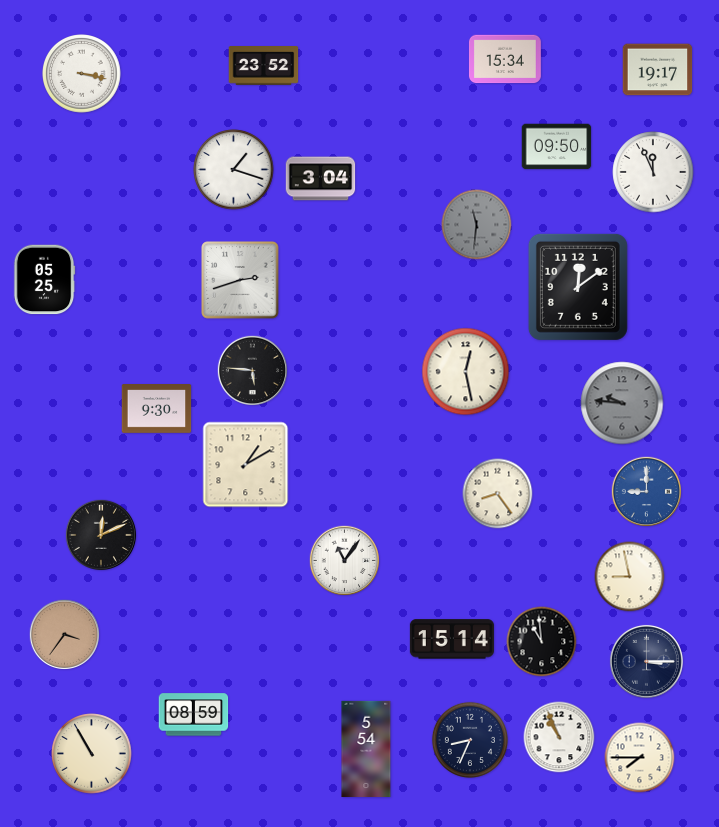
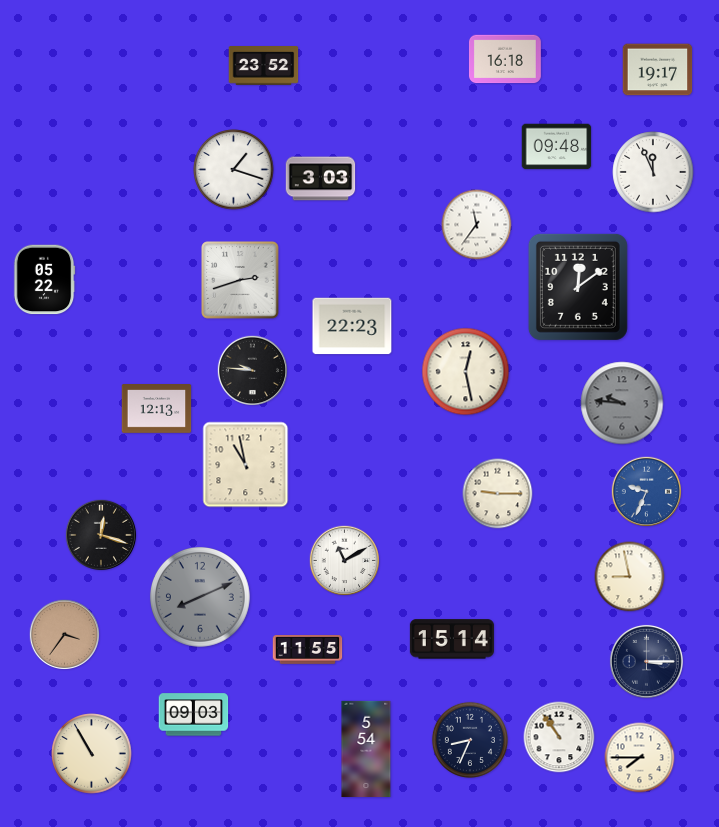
clock at (505, 59): 15:34 -> 16:18
clock at (82, 74): 3:17 -> none
clock at (557, 147): 09:50 -> 09:48
clock at (321, 179): 3:04 -> 3:03
clock at (477, 225): 11:31 -> 11:36
clock at (477, 225) dial: grey -> white
clock at (44, 280): 05:25 -> 05:22
clock at (352, 326): none -> 22:23
clock at (253, 371): 5:46 -> 9:46
clock at (157, 409): 9:30 -> 12:13
clock at (246, 465): 1:10 -> 10:58
clock at (647, 492): 9:00 -> 9:34
clock at (498, 494): 8:24 -> 9:15
clock at (100, 534): 12:11 -> 12:18
clock at (345, 561): 11:06 -> 11:10
clock at (200, 597): none -> 8:11
clock at (542, 642): 10:59 -> none
clock at (308, 650): none -> 11:55
clock at (194, 715): 08:59 -> 09:03
clock at (559, 737): 10:56 -> 10:54
